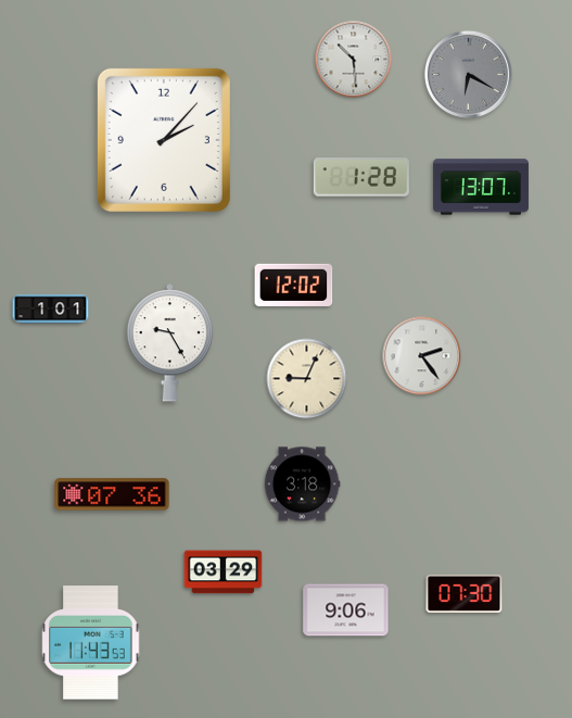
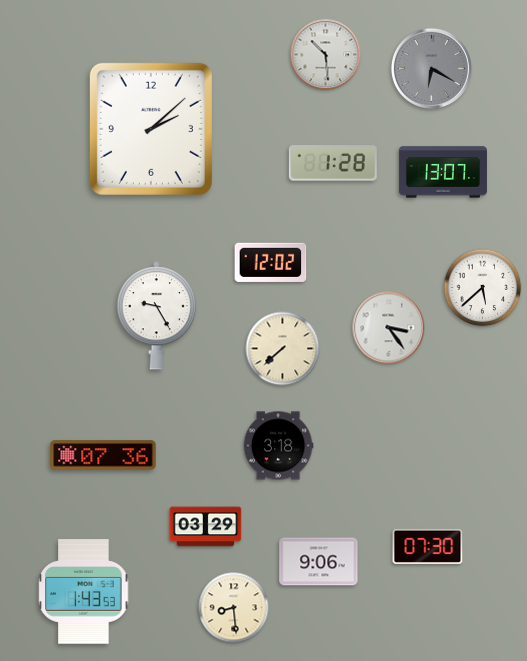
clock at (164, 140): 2:07 -> 2:08
clock at (51, 310): 1:01 -> none
clock at (483, 288): none -> 5:38
clock at (422, 356): 2:24 -> 3:24
clock at (307, 379): 9:04 -> 7:38
clock at (91, 643): 11:43 -> 1:43
clock at (234, 608): none -> 8:29
